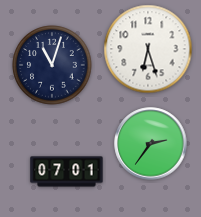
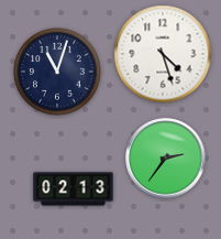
clock at (148, 49): 6:27 -> 4:27
clock at (67, 172): 07:01 -> 02:13
